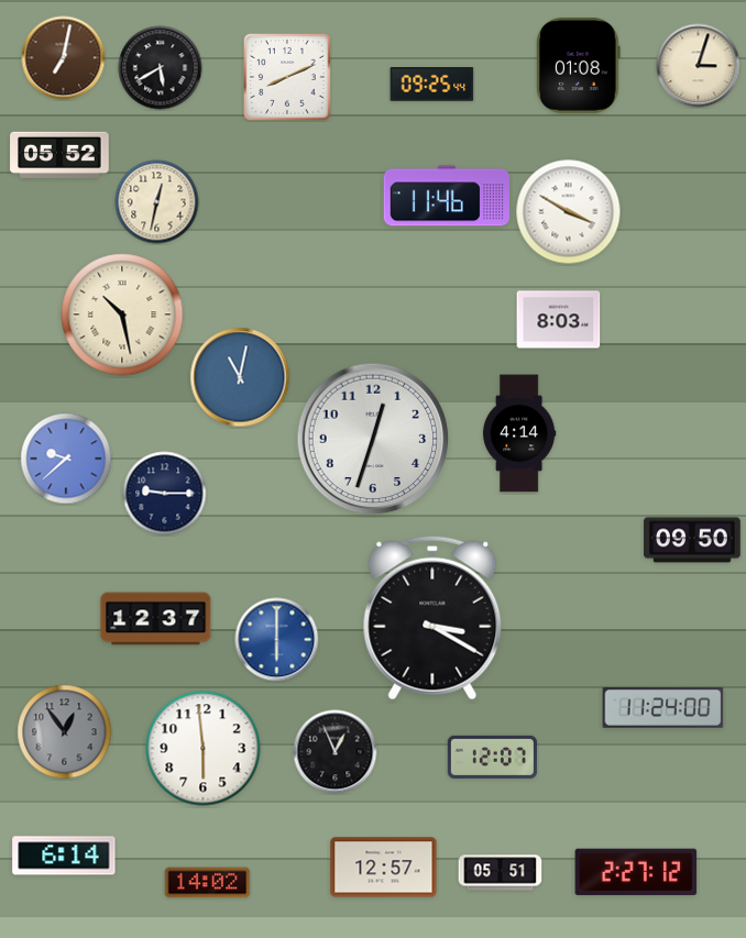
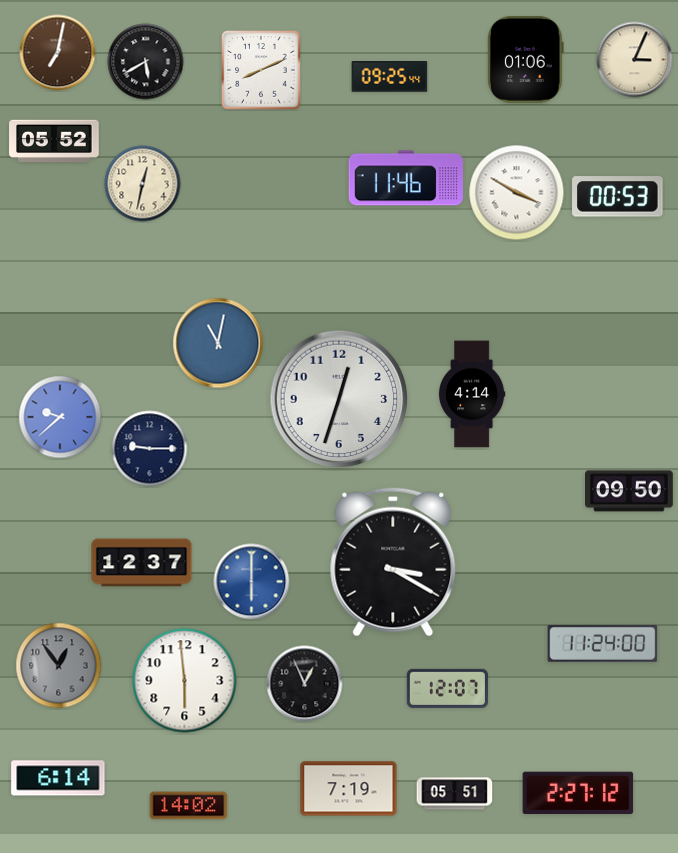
clock at (579, 65): 01:08 -> 01:06
clock at (699, 66): 3:03 -> 3:04
clock at (432, 85) position: (432, 85) -> (390, 77)
clock at (618, 197): none -> 00:53
clock at (122, 314): 10:28 -> none
clock at (559, 320): 8:03 -> none
clock at (384, 868): 12:57 -> 7:19
clock at (208, 883) position: (208, 883) -> (189, 806)
